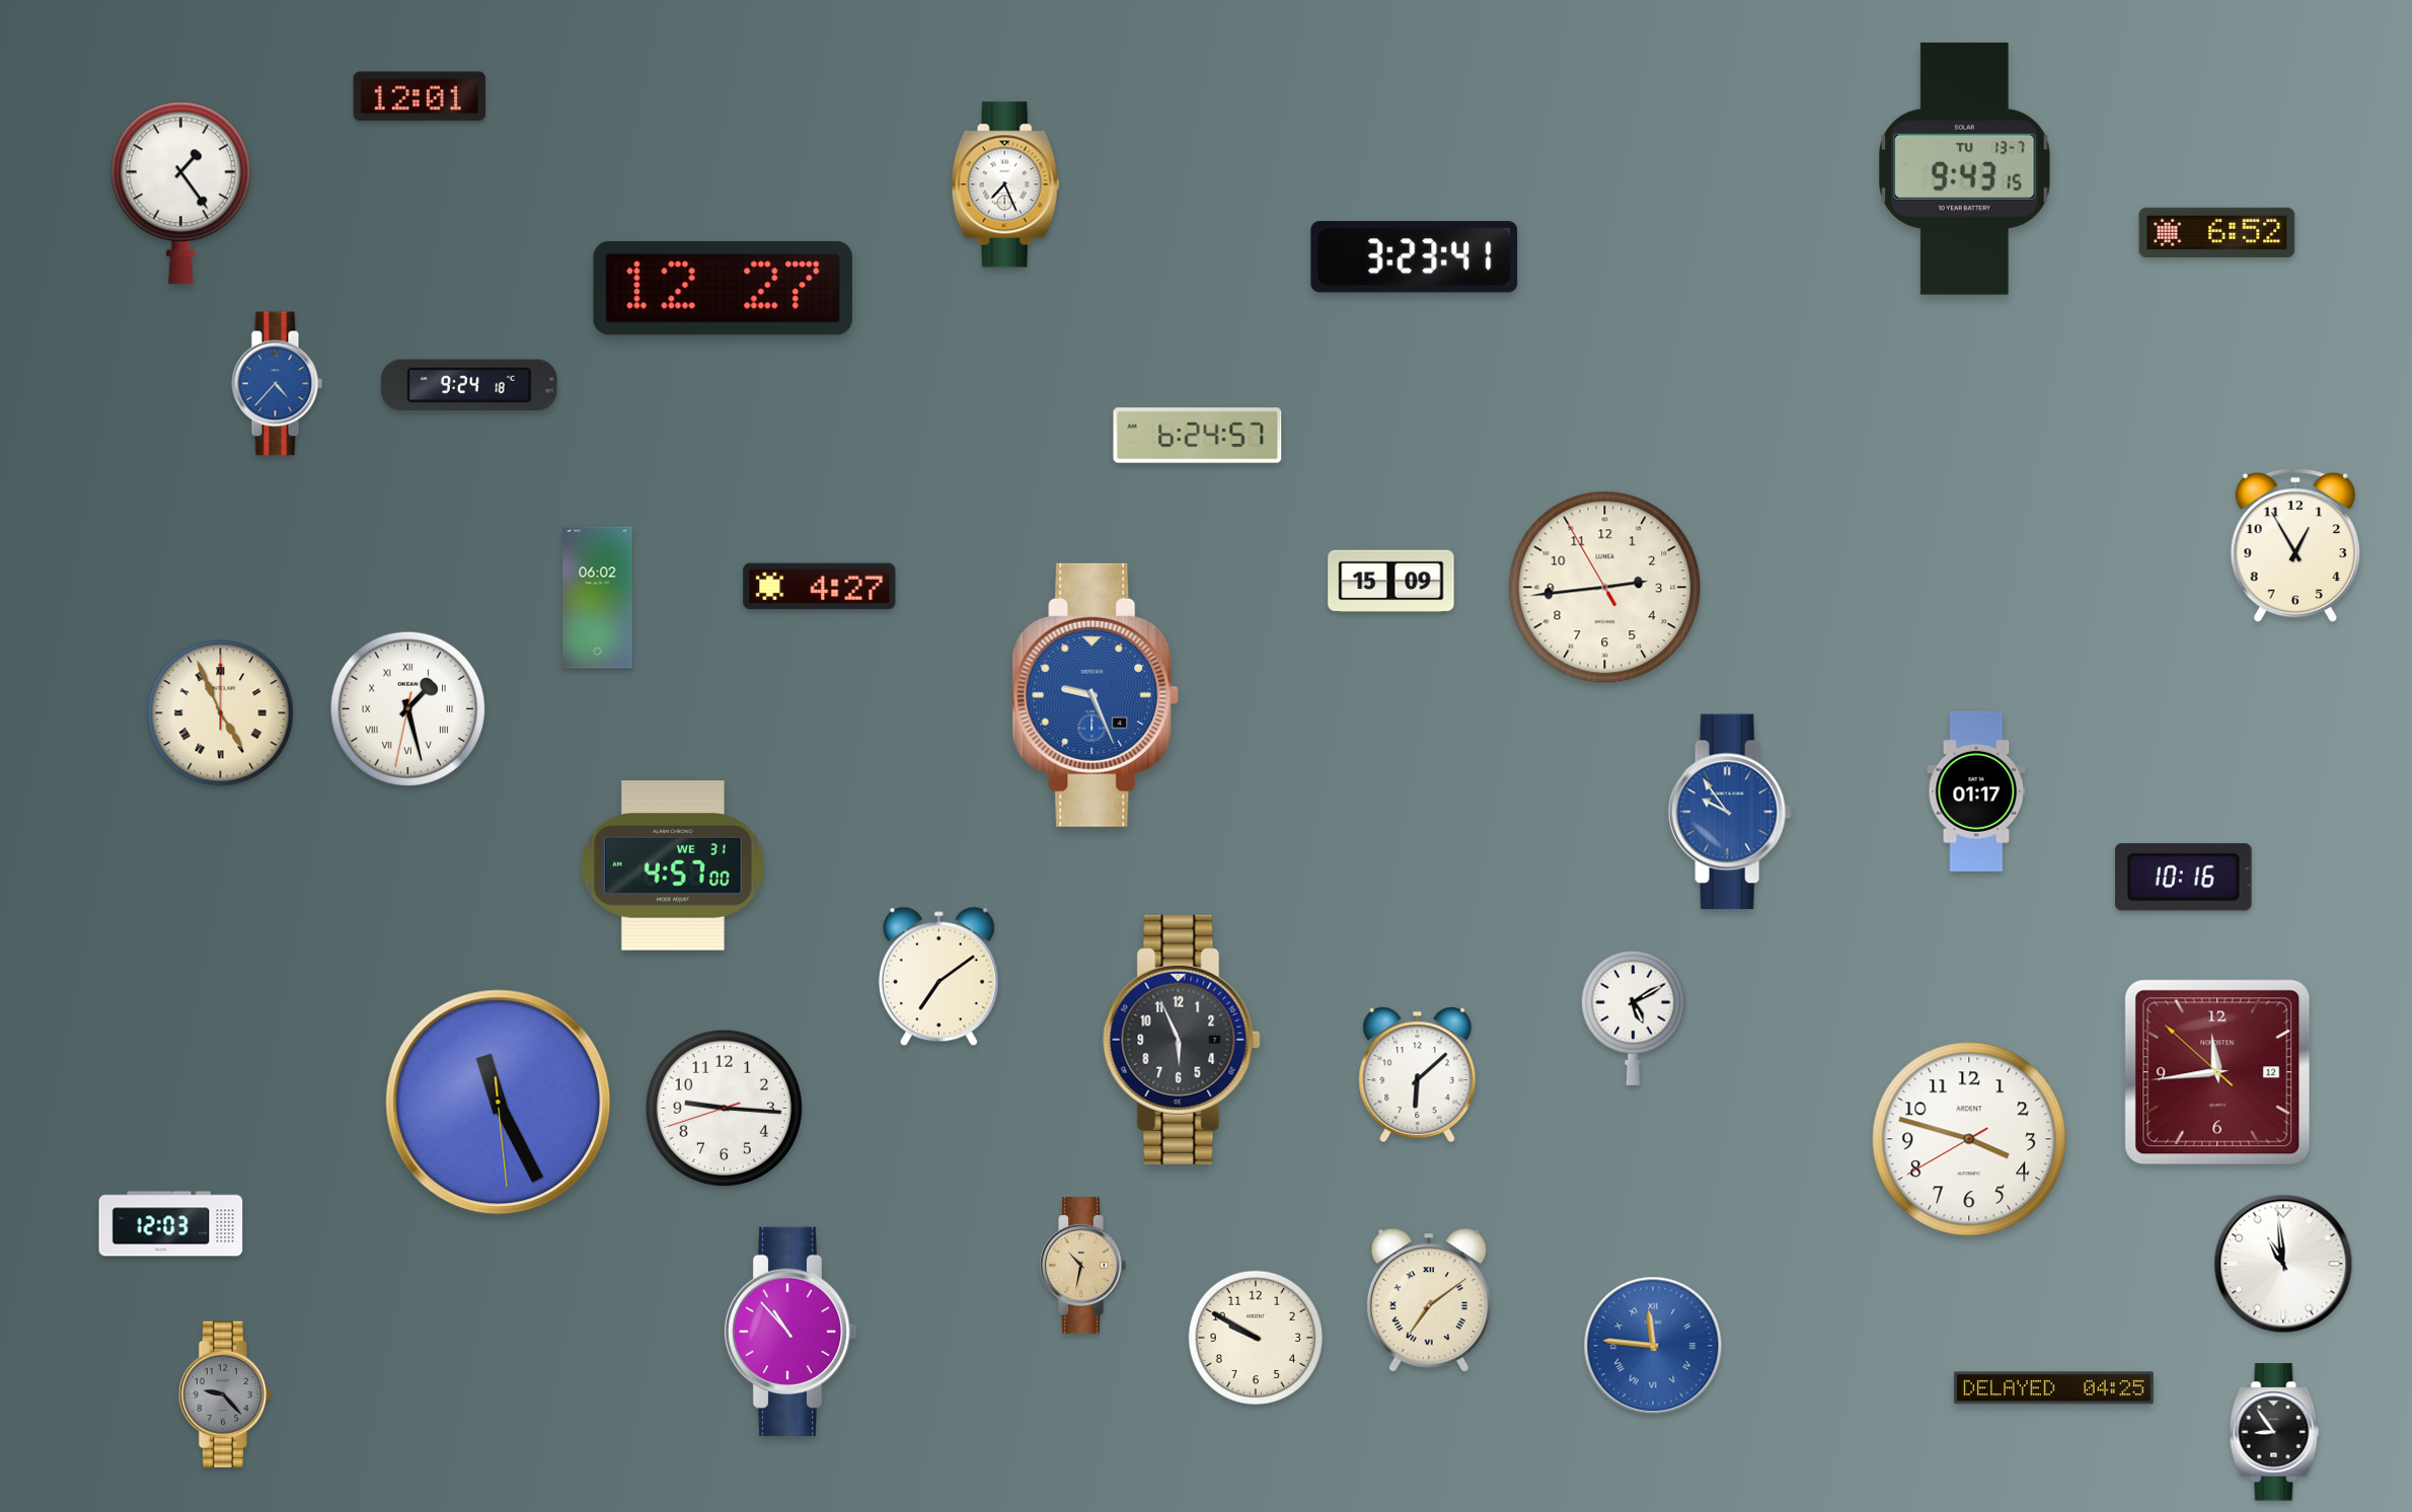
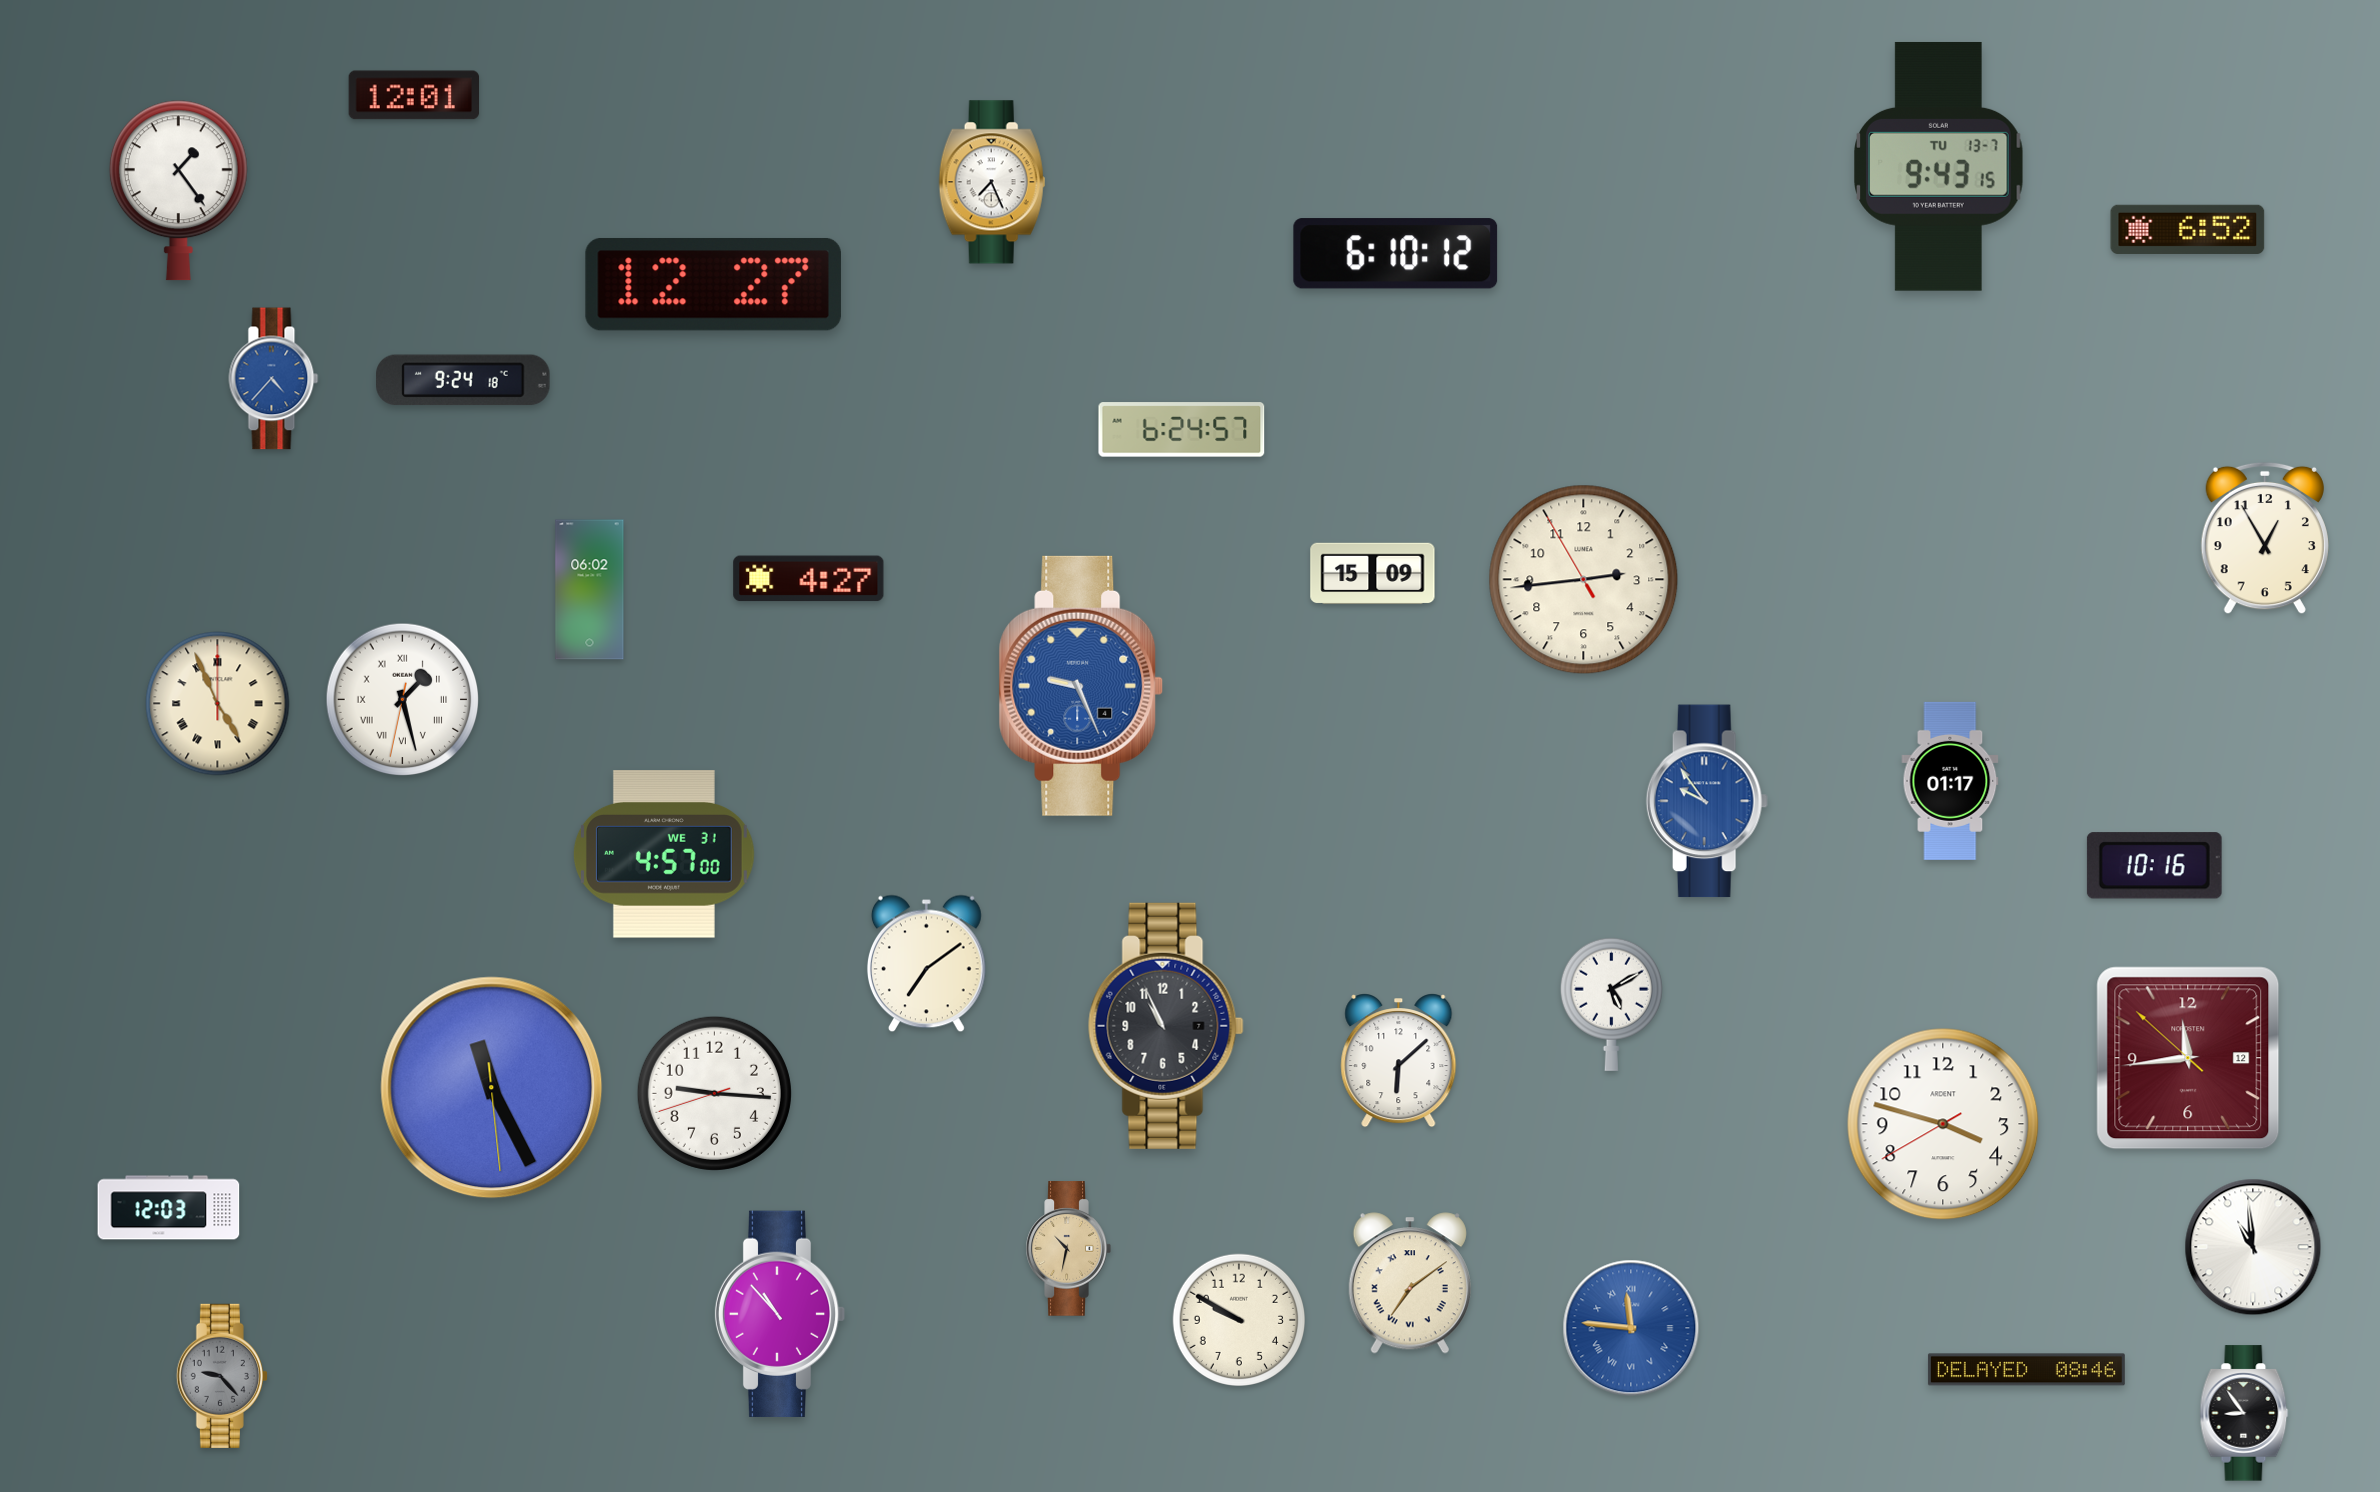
clock at (1415, 257): 3:23 -> 6:10
clock at (1182, 1040): 5:56 -> 10:56
clock at (2053, 1388): 04:25 -> 08:46
